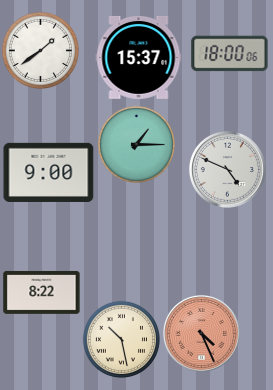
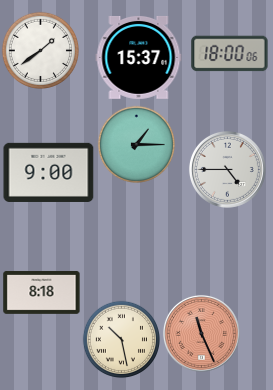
clock at (227, 169): 4:49 -> 4:45
clock at (42, 292): 8:22 -> 8:18
clock at (201, 333): 4:26 -> 11:26
